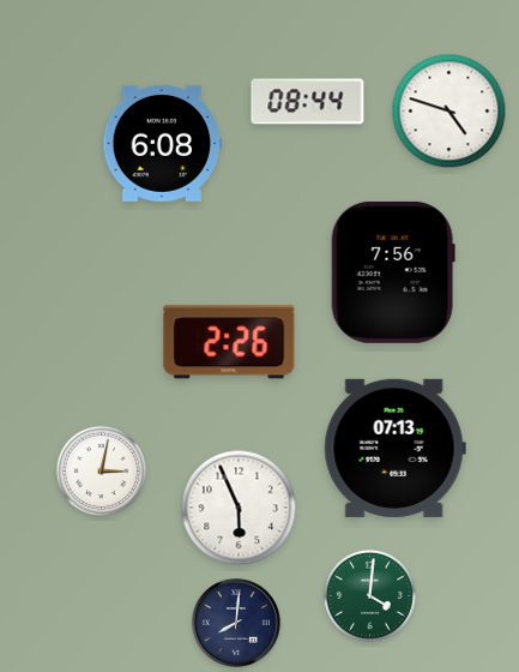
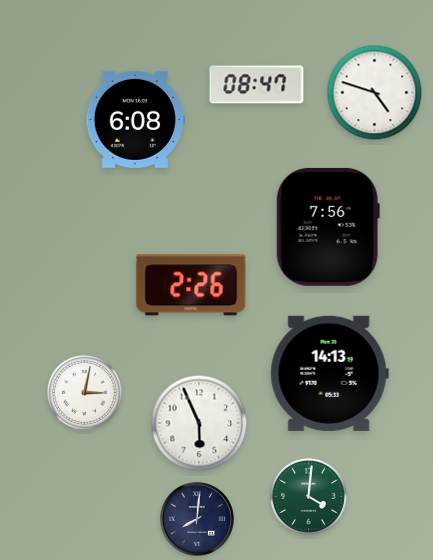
clock at (308, 102): 08:44 -> 08:47
clock at (394, 448): 07:13 -> 14:13
